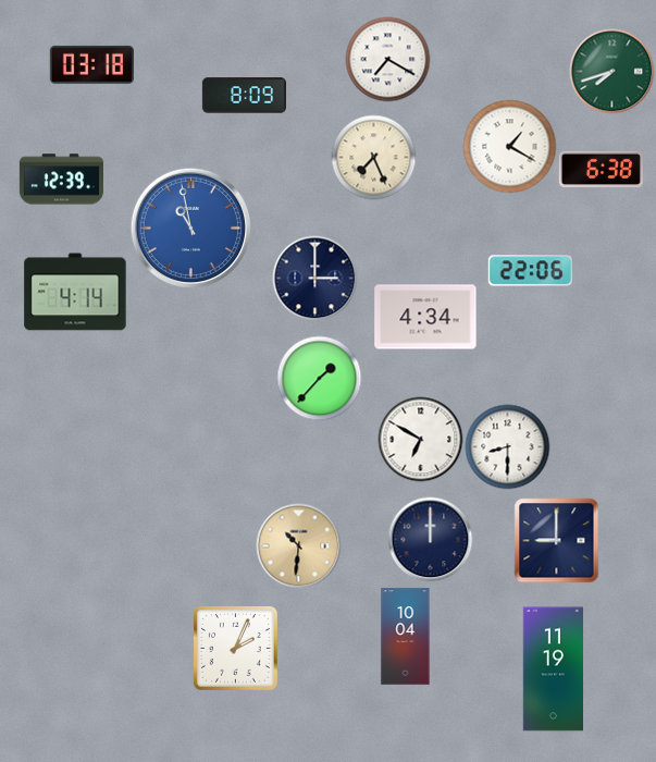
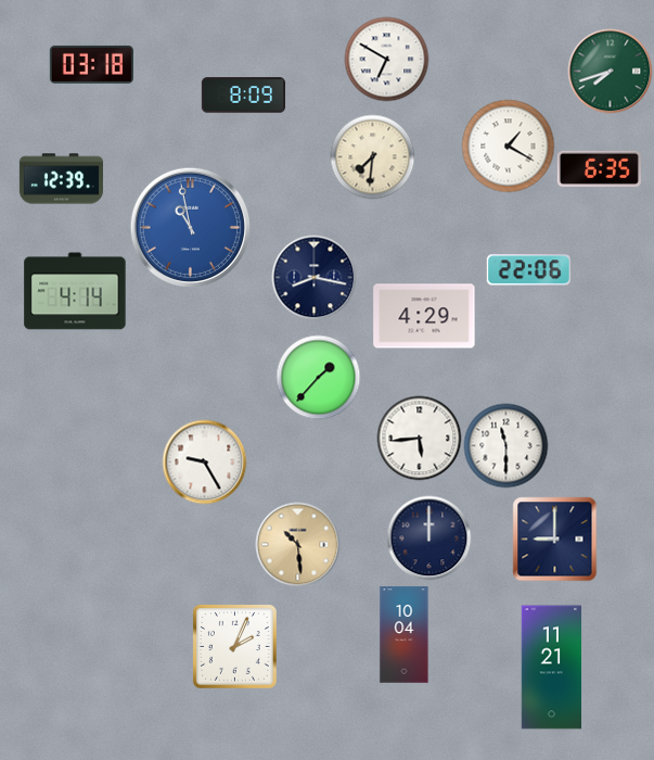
clock at (387, 59): 7:20 -> 6:50
clock at (373, 157): 7:26 -> 7:31
clock at (601, 170): 6:38 -> 6:35
clock at (314, 278): 3:00 -> 8:17
clock at (425, 317): 4:34 -> 4:29
clock at (420, 439): 6:50 -> 5:44
clock at (507, 446): 8:30 -> 11:30
clock at (204, 461): none -> 9:25
clock at (298, 545): 10:31 -> 10:29
clock at (554, 669): 11:19 -> 11:21
